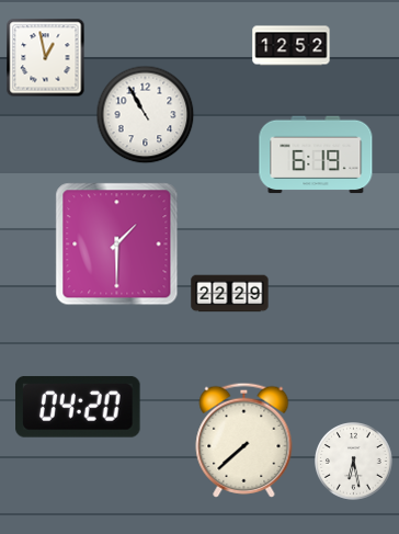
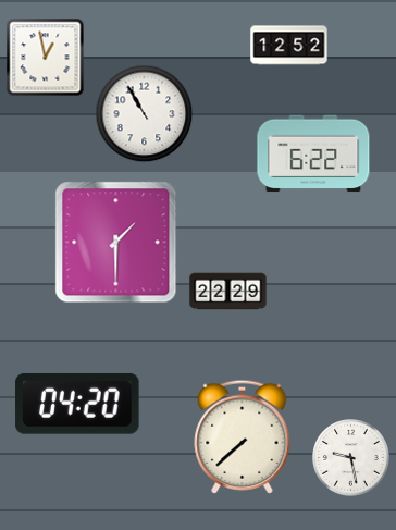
clock at (316, 155): 6:19 -> 6:22
clock at (354, 462): 6:28 -> 9:28
